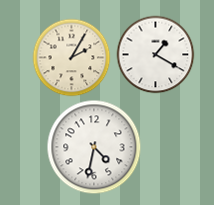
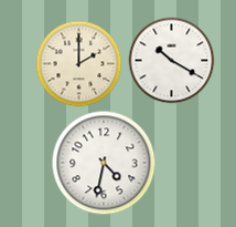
clock at (155, 54): 1:20 -> 10:20
clock at (71, 57): 2:05 -> 2:00
